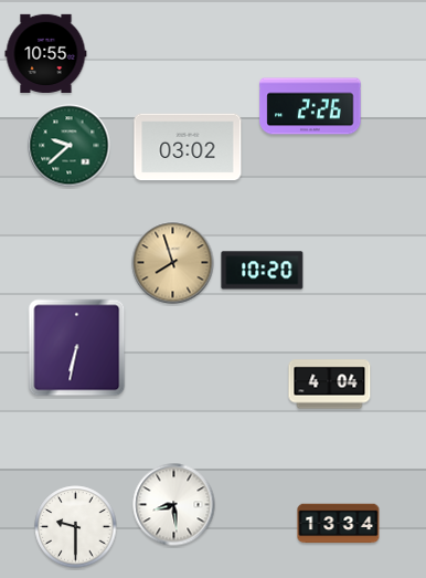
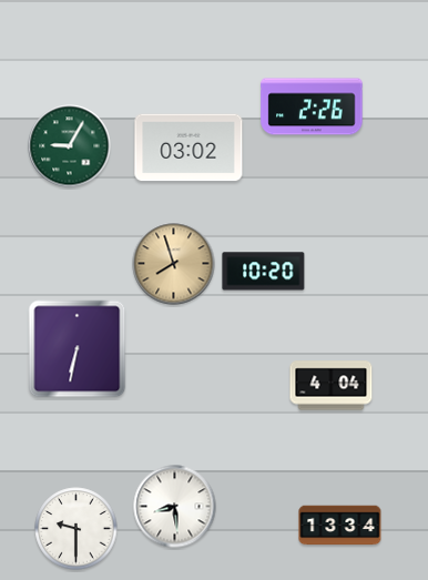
clock at (46, 53): 10:55 -> none
clock at (70, 146): 9:38 -> 9:05
